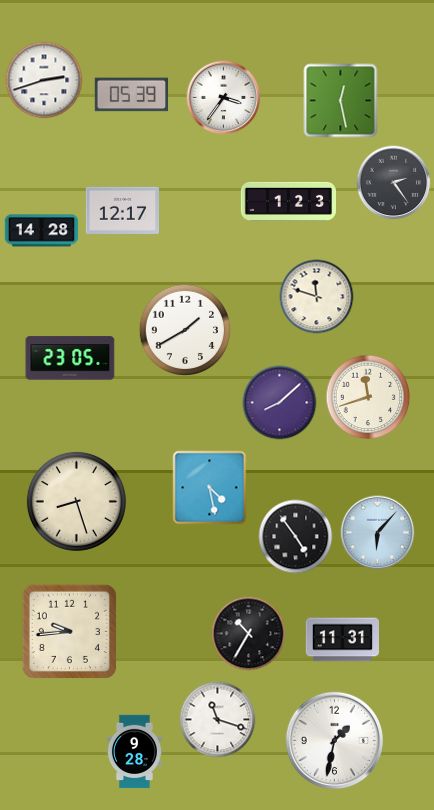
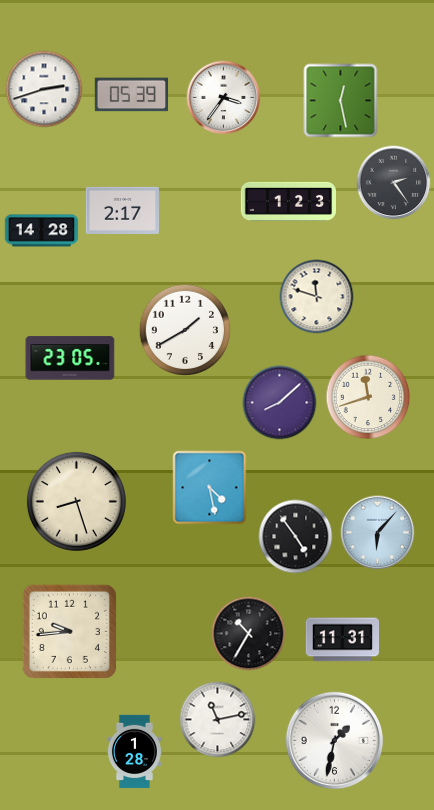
clock at (44, 80) position: (44, 80) -> (44, 89)
clock at (122, 210): 12:17 -> 2:17
clock at (218, 720): 11:18 -> 11:13
clock at (134, 752): 9:28 -> 1:28
